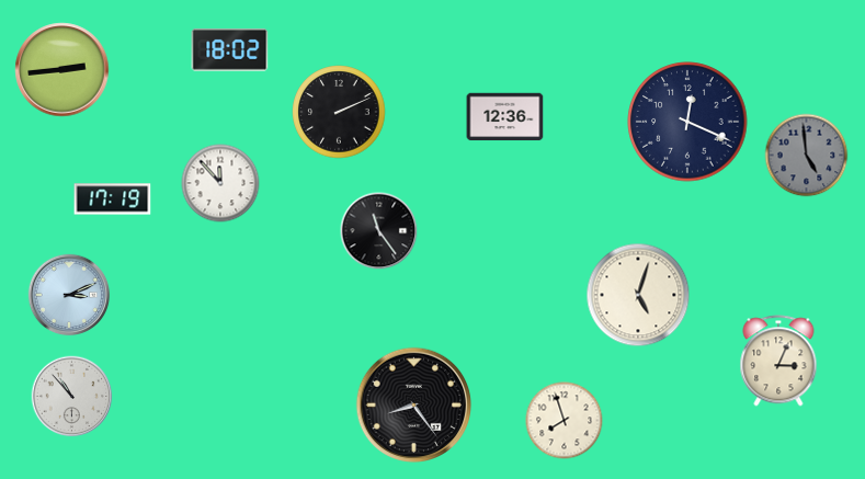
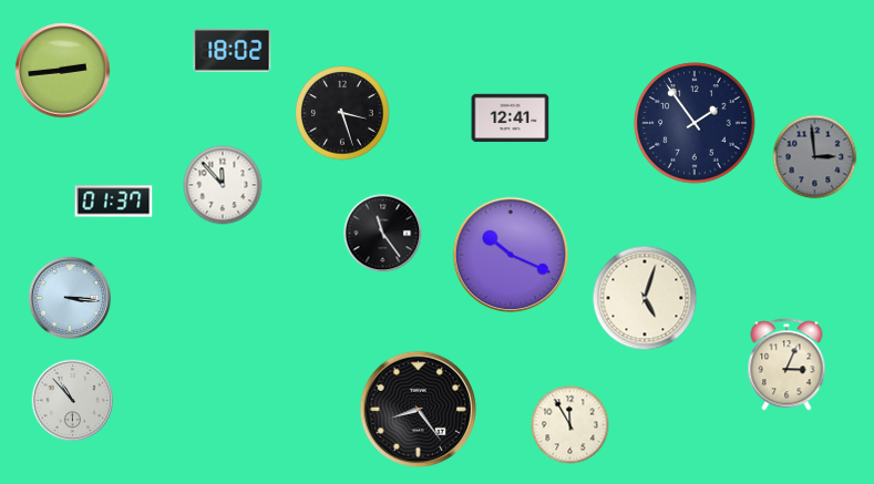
clock at (339, 112): 2:11 -> 3:27
clock at (505, 117): 12:36 -> 12:41
clock at (687, 122): 12:19 -> 1:54
clock at (807, 156): 4:59 -> 2:59
clock at (113, 199): 17:19 -> 01:37
clock at (511, 255): none -> 10:19
clock at (69, 295): 3:11 -> 3:16
clock at (565, 421): 7:57 -> 11:55
